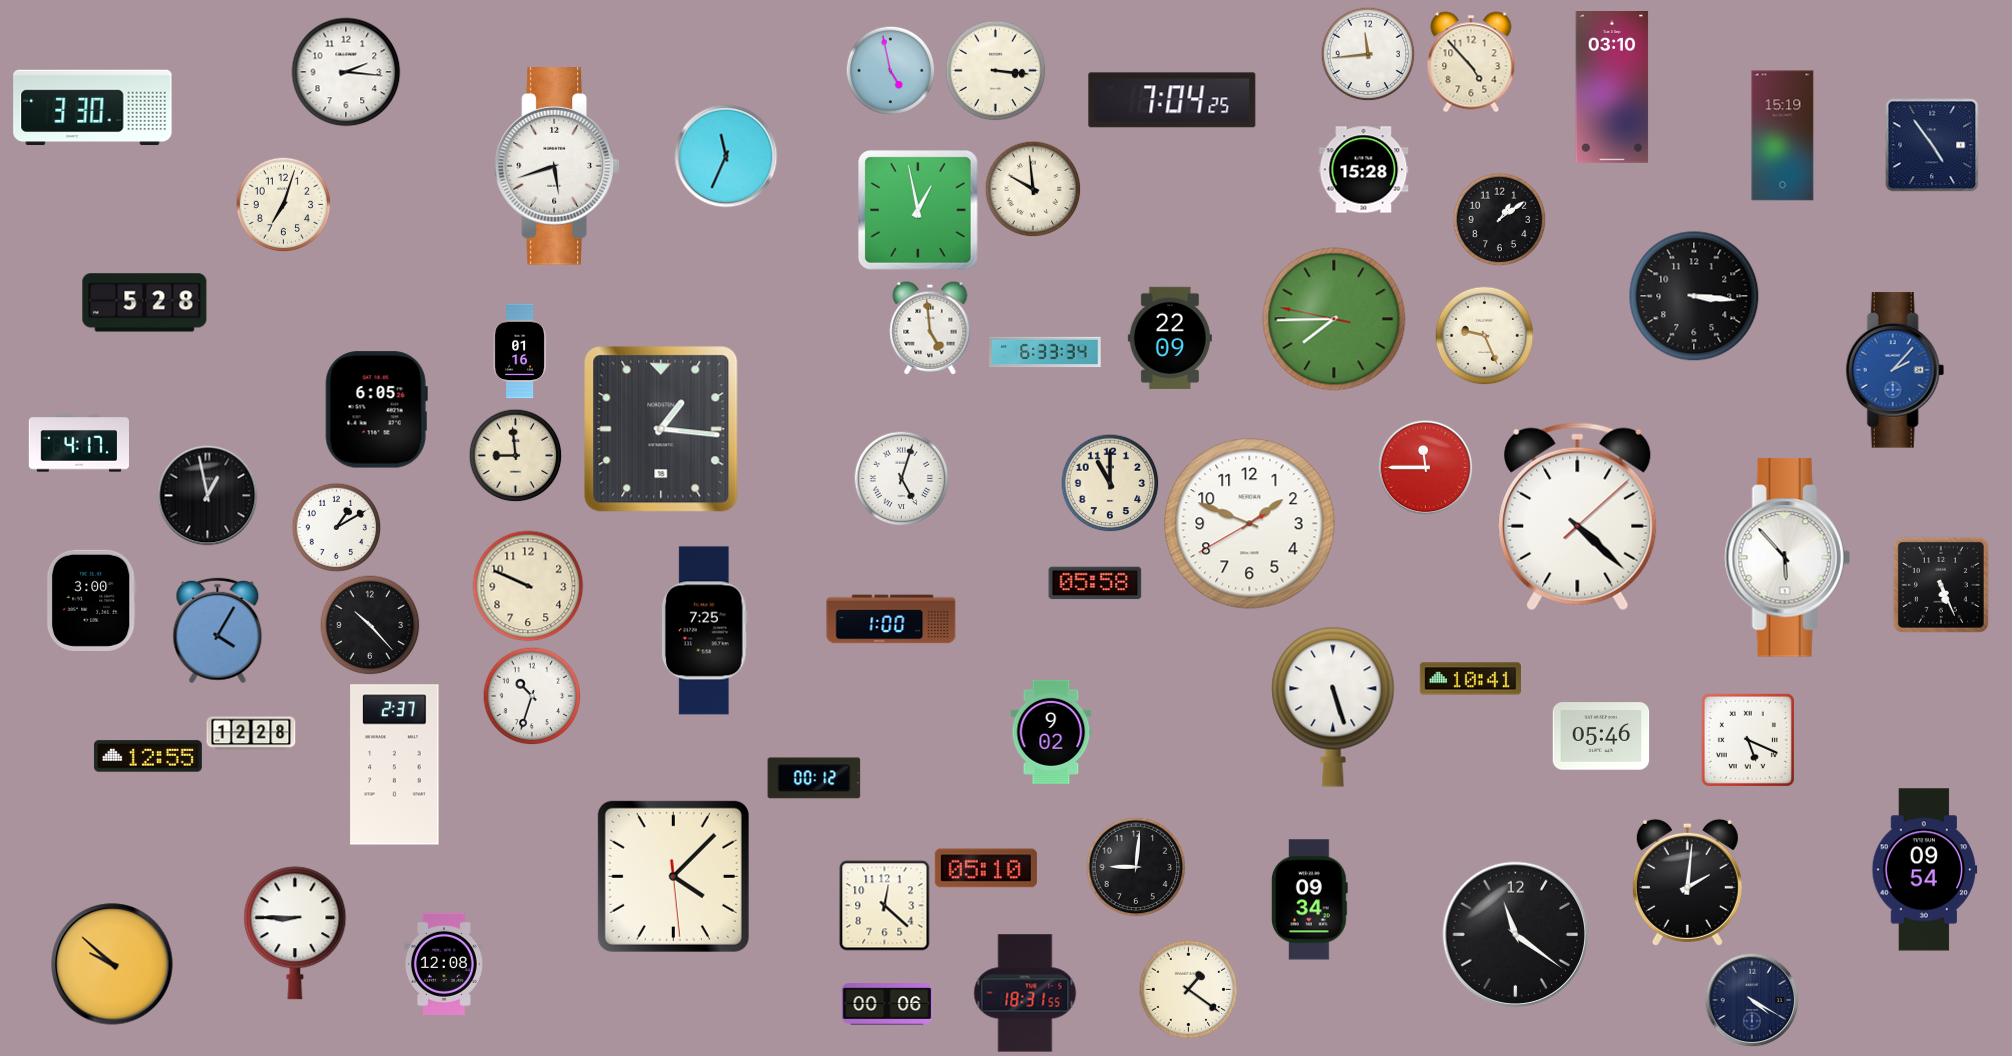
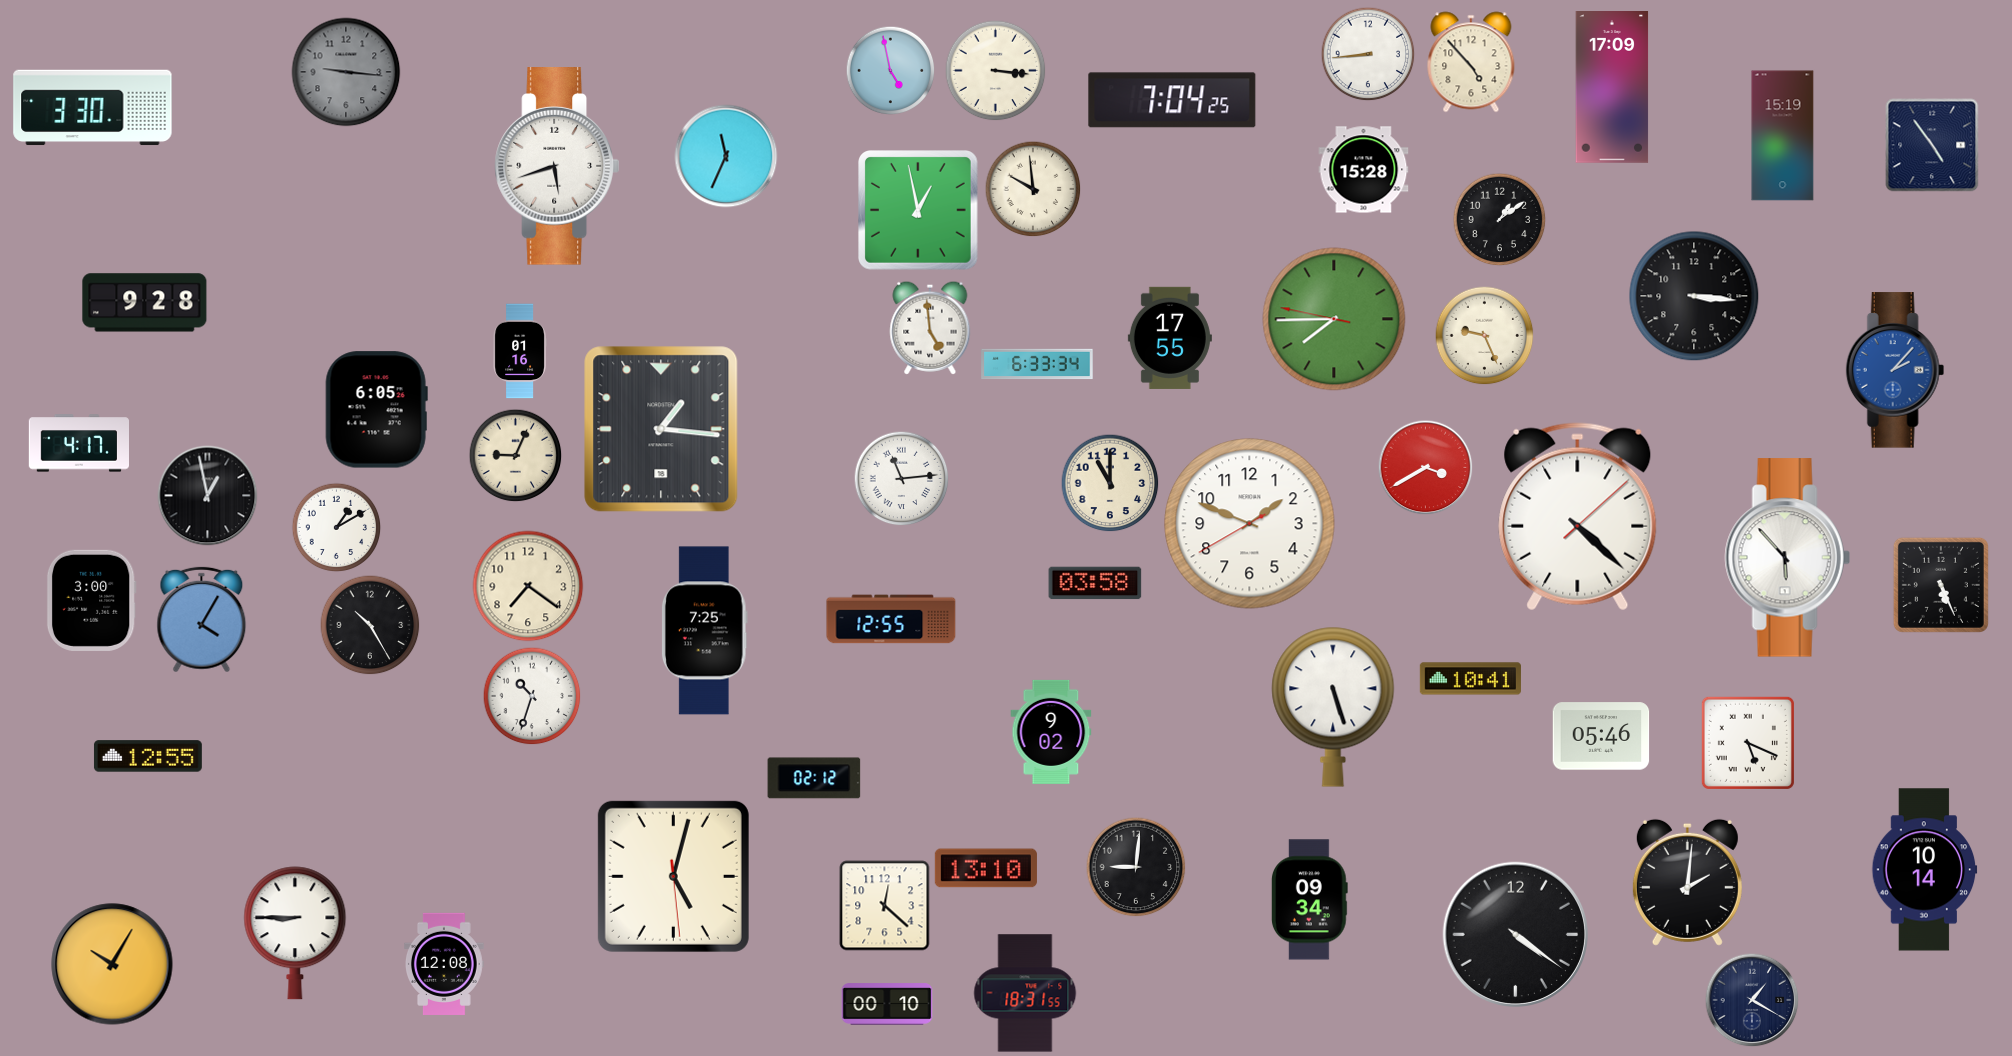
clock at (1368, 54): 11:44 -> 8:44
clock at (346, 72): 2:16 -> 9:16
clock at (346, 72) dial: white -> grey
clock at (1612, 88): 03:10 -> 17:09
clock at (283, 204): 7:03 -> none
clock at (145, 303): 5:28 -> 9:28
clock at (1170, 338): 22:09 -> 17:55
clock at (1045, 352) position: (1045, 352) -> (1037, 364)
clock at (515, 455): 8:59 -> 9:04
clock at (1425, 467): 11:45 -> 3:40
clock at (901, 478): 5:03 -> 11:14
clock at (1095, 583): 05:58 -> 03:58
clock at (528, 586): 9:49 -> 7:21
clock at (891, 619): 1:00 -> 12:55
clock at (370, 625): 10:23 -> 10:25
clock at (218, 631) position: (218, 631) -> (202, 620)
clock at (251, 733): 12:28 -> none
clock at (1748, 740) position: (1748, 740) -> (1748, 743)
clock at (395, 765): 2:37 -> none
clock at (814, 778): 00:12 -> 02:12
clock at (986, 868): 05:10 -> 13:10
clock at (1925, 870): 09:54 -> 10:14
clock at (673, 876): 4:07 -> 5:02
clock at (1515, 934): 11:21 -> 4:21
clock at (112, 964): 9:52 -> 10:05
clock at (1189, 990): 1:21 -> none
clock at (1752, 1000): 4:20 -> 1:20
clock at (887, 1004): 00:06 -> 00:10
